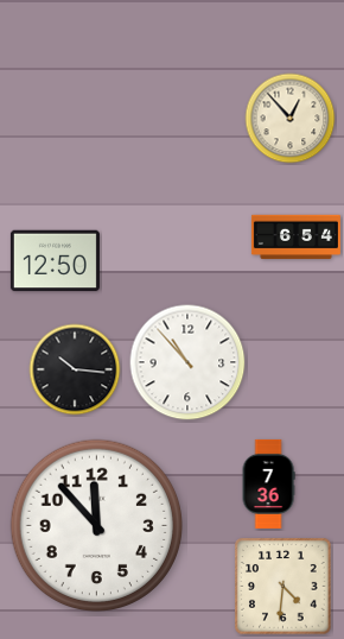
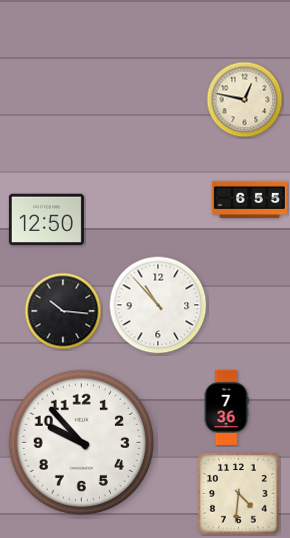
clock at (291, 119): 12:53 -> 12:47
clock at (295, 238): 6:54 -> 6:55
clock at (96, 525): 11:53 -> 9:53
